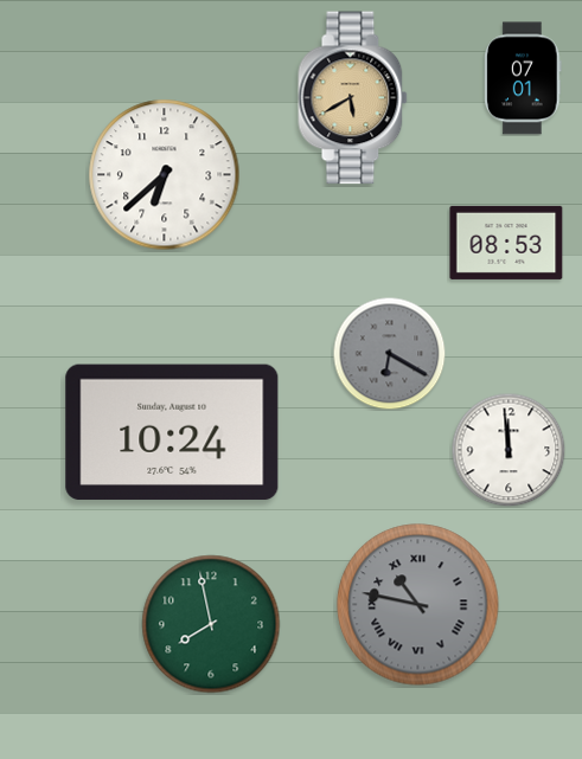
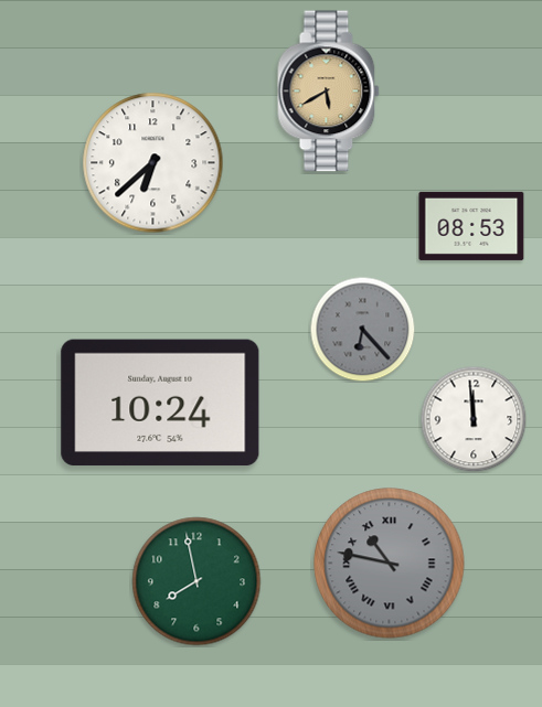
clock at (523, 78): 07:01 -> none
clock at (389, 353): 6:20 -> 6:23
